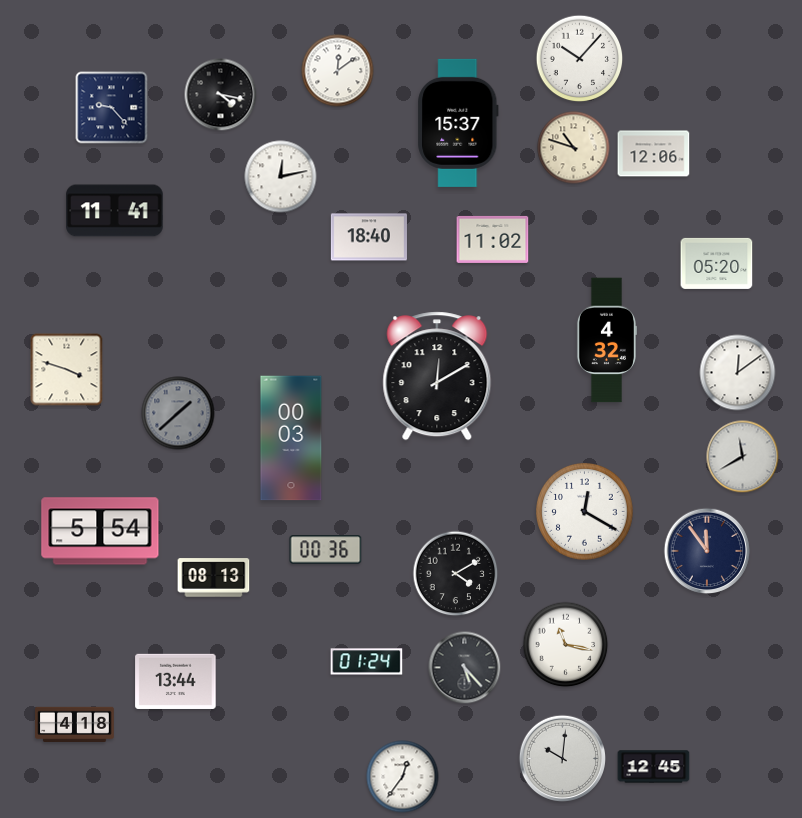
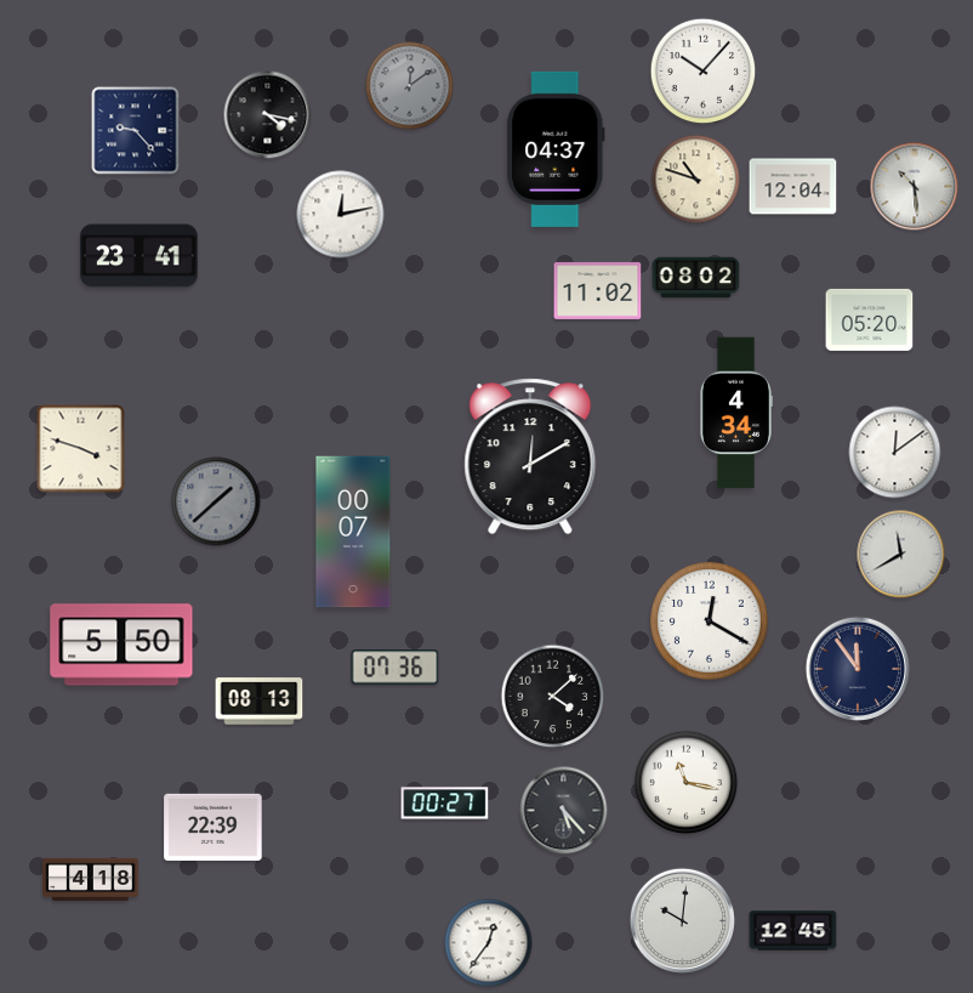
clock at (338, 71) dial: white -> grey
clock at (458, 123): 15:37 -> 04:37
clock at (654, 154): 12:06 -> 12:04
clock at (915, 187): none -> 10:29
clock at (115, 211): 11:41 -> 23:41
clock at (696, 278): none -> 08:02
clock at (369, 237): 18:40 -> none
clock at (606, 340): 4:32 -> 4:34
clock at (291, 438): 00:03 -> 00:07
clock at (100, 531): 5:54 -> 5:50
clock at (326, 550): 00:36 -> 07:36
clock at (456, 574): 4:10 -> 4:08
clock at (367, 662): 01:24 -> 00:27
clock at (176, 681): 13:44 -> 22:39
